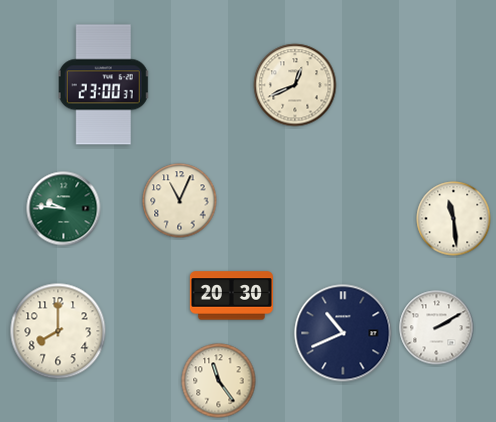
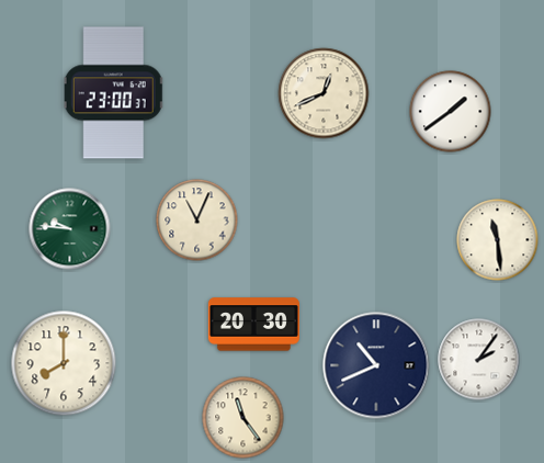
clock at (451, 112): none -> 1:39
clock at (437, 328): 2:10 -> 2:06
clock at (219, 381) position: (219, 381) -> (243, 418)
